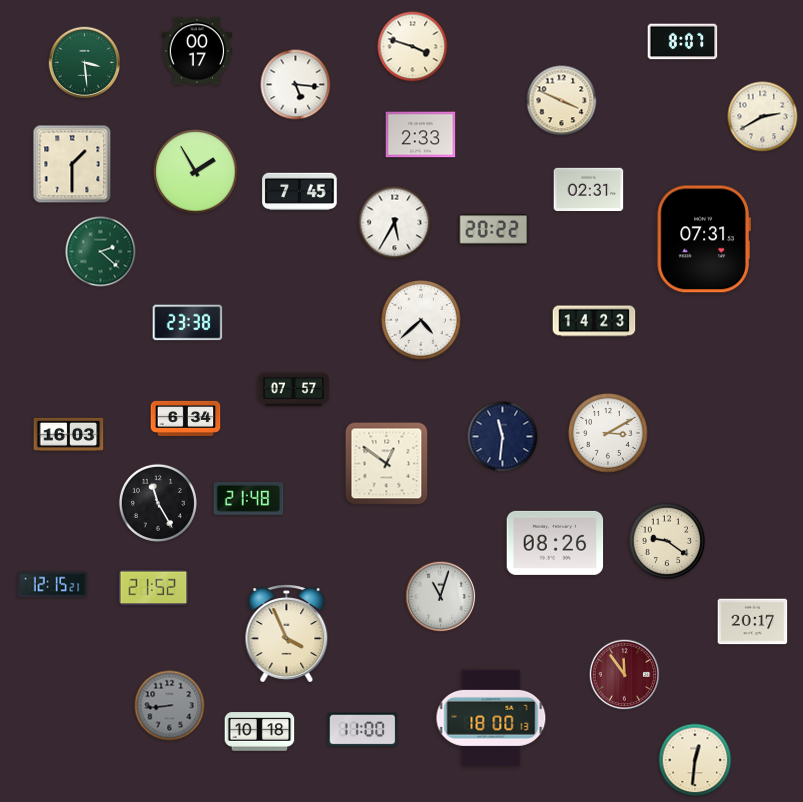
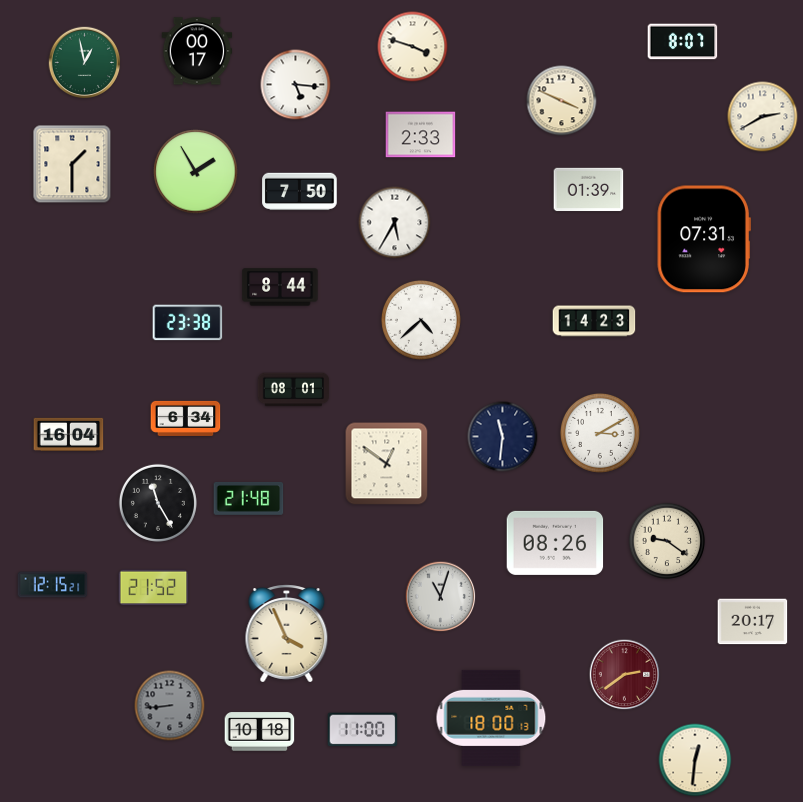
clock at (85, 63): 3:29 -> 12:58
clock at (589, 190): 02:31 -> 01:39
clock at (300, 192): 7:45 -> 7:50
clock at (494, 230): 20:22 -> none
clock at (101, 252): 2:22 -> none
clock at (280, 287): none -> 8:44
clock at (294, 390): 07:57 -> 08:01
clock at (608, 433) position: (608, 433) -> (600, 433)
clock at (69, 434): 16:03 -> 16:04
clock at (625, 675): 11:54 -> 2:39
